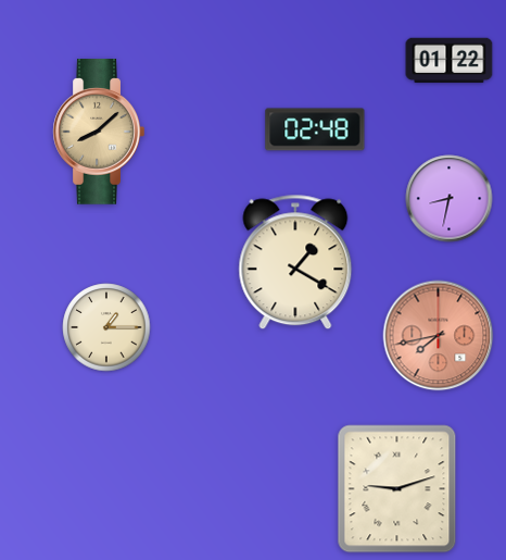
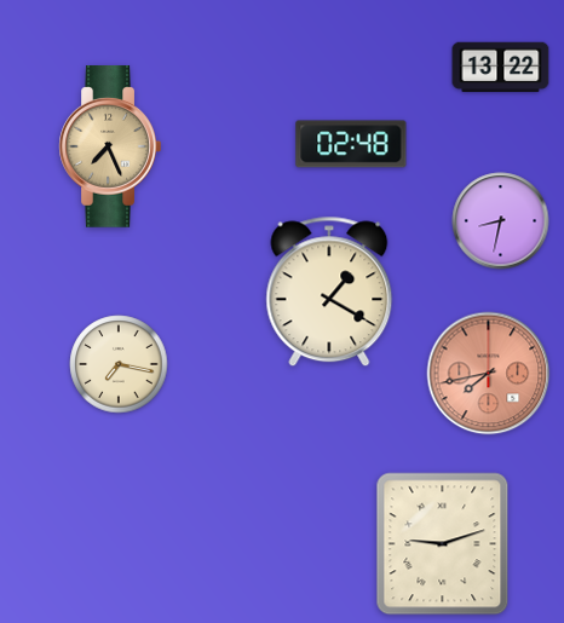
clock at (450, 61): 01:22 -> 13:22
clock at (99, 133): 8:08 -> 7:26
clock at (106, 327): 1:15 -> 7:17
